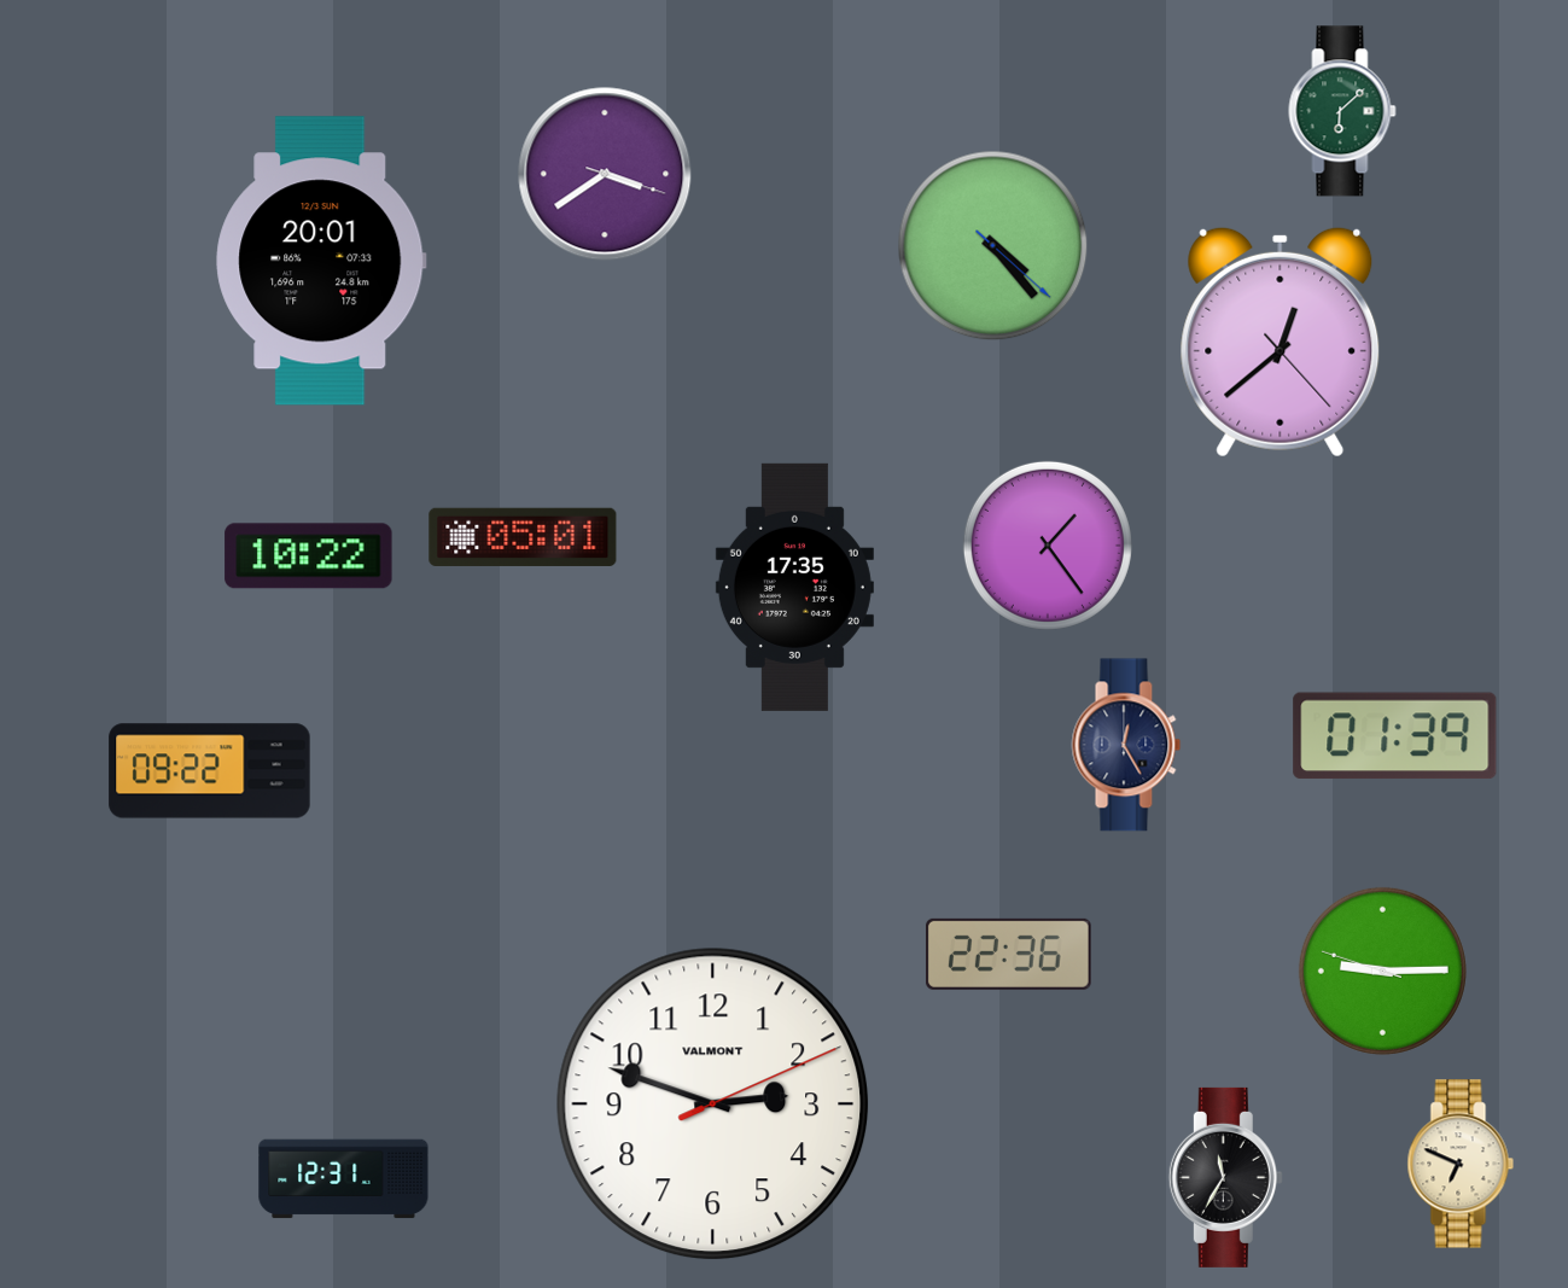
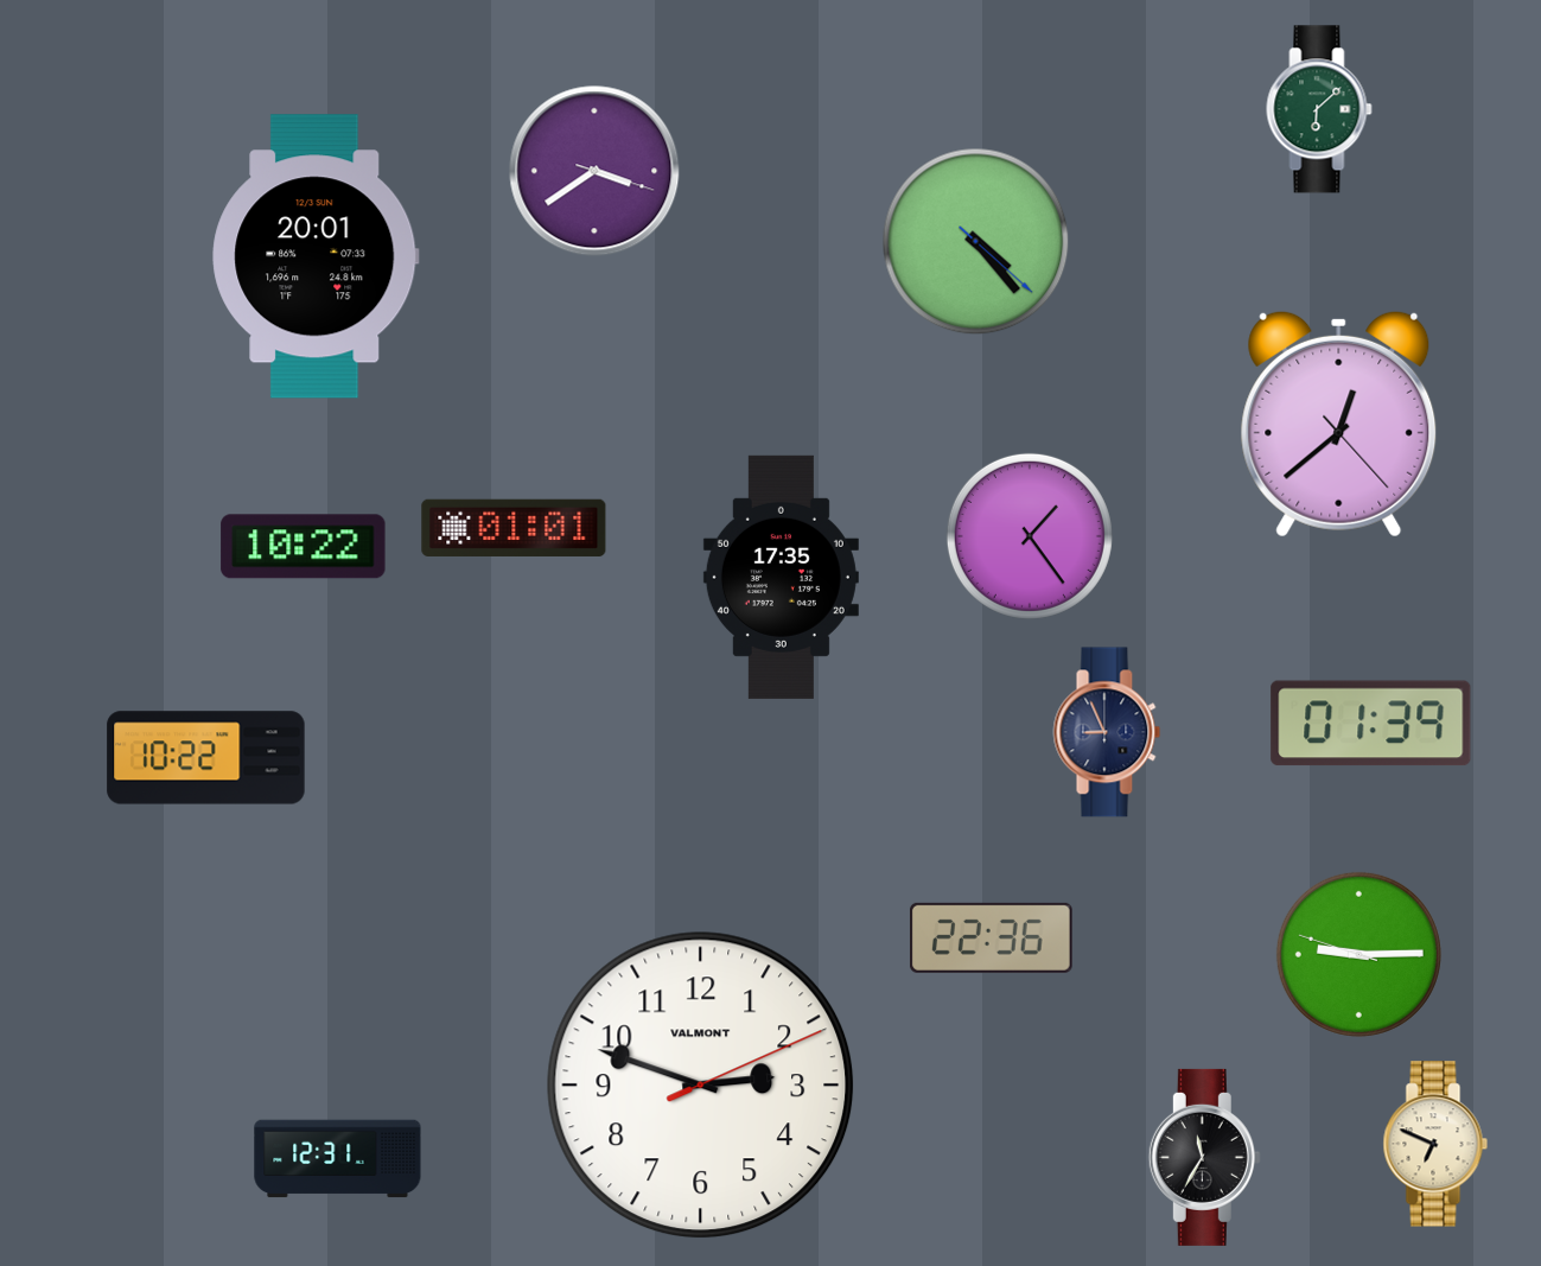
clock at (1281, 342) position: (1281, 342) -> (1339, 424)
clock at (523, 537): 05:01 -> 01:01
clock at (1126, 745): 12:25 -> 8:56
clock at (210, 771): 09:22 -> 10:22
